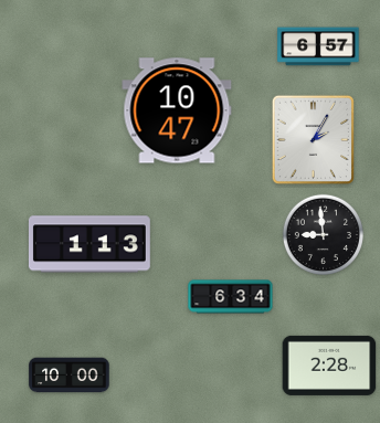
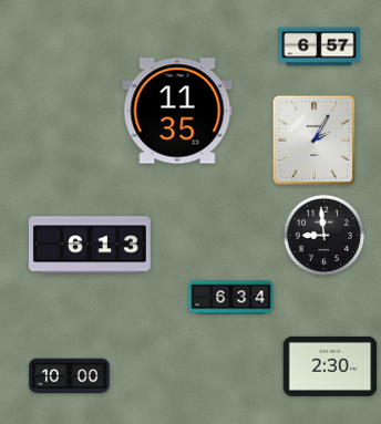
clock at (177, 110): 10:47 -> 11:35
clock at (89, 244): 1:13 -> 6:13
clock at (329, 366): 2:28 -> 2:30
